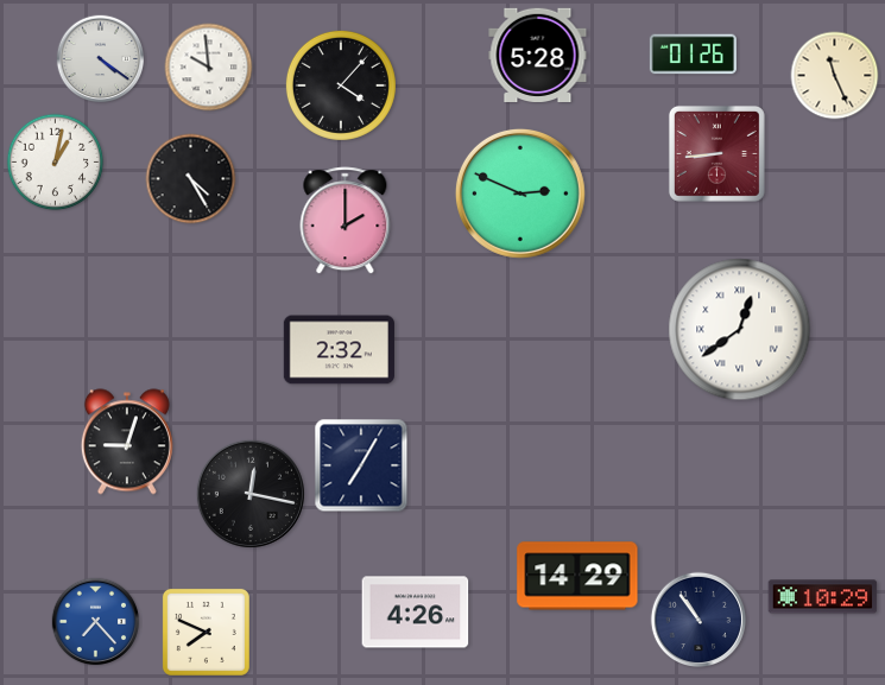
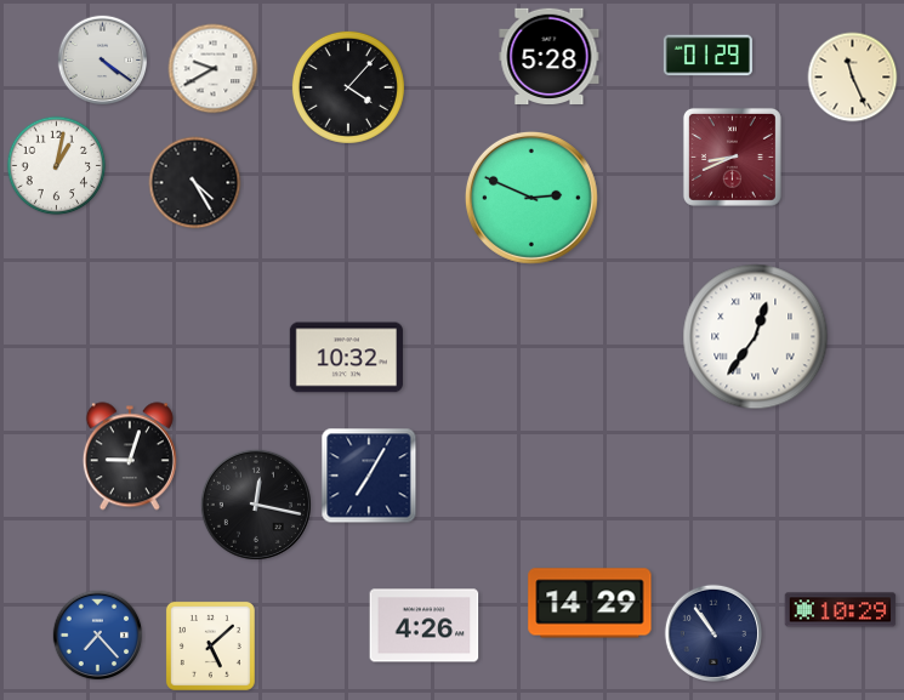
clock at (693, 55): 01:26 -> 01:29
clock at (209, 68): 9:59 -> 9:40
clock at (716, 153): 8:44 -> 8:41
clock at (346, 221): 2:00 -> none
clock at (740, 330): 12:39 -> 12:36
clock at (339, 350): 2:32 -> 10:32
clock at (127, 442) position: (127, 442) -> (130, 456)
clock at (577, 576) position: (577, 576) -> (590, 603)
clock at (206, 632): 7:49 -> 5:08
